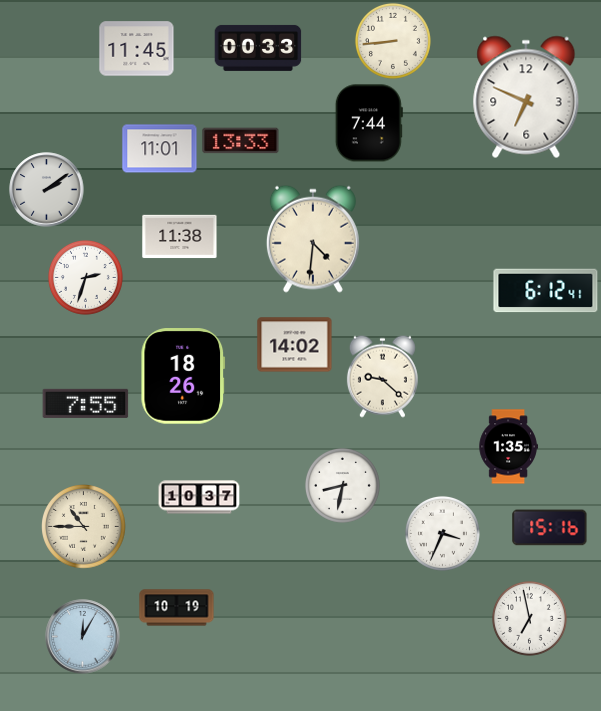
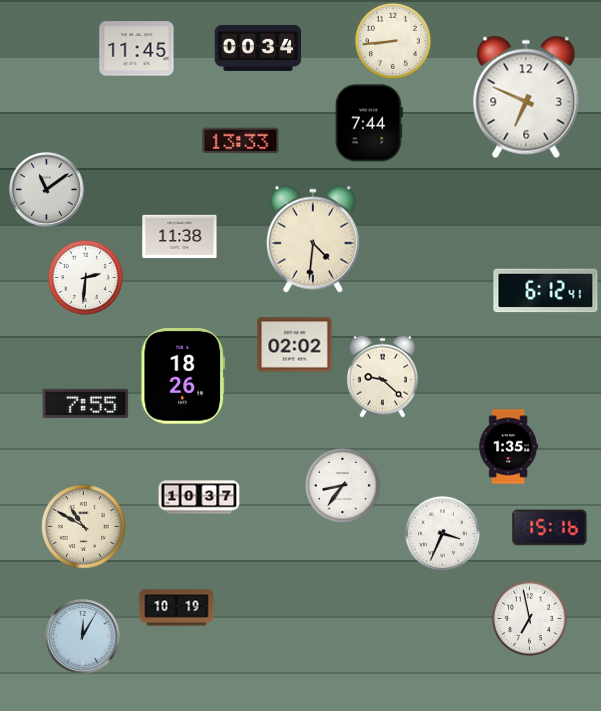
clock at (258, 48): 00:33 -> 00:34
clock at (160, 149): 11:01 -> none
clock at (47, 190): 2:09 -> 11:09
clock at (85, 277): 2:33 -> 2:31
clock at (295, 345): 14:02 -> 02:02
clock at (342, 485): 8:32 -> 8:36
clock at (84, 527): 10:45 -> 10:50
